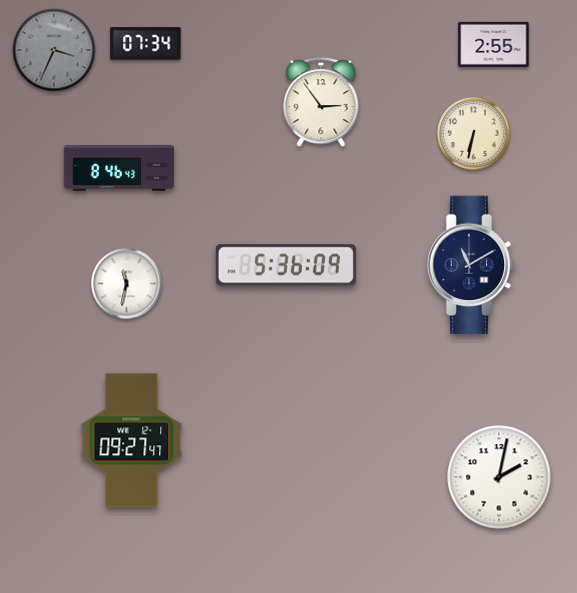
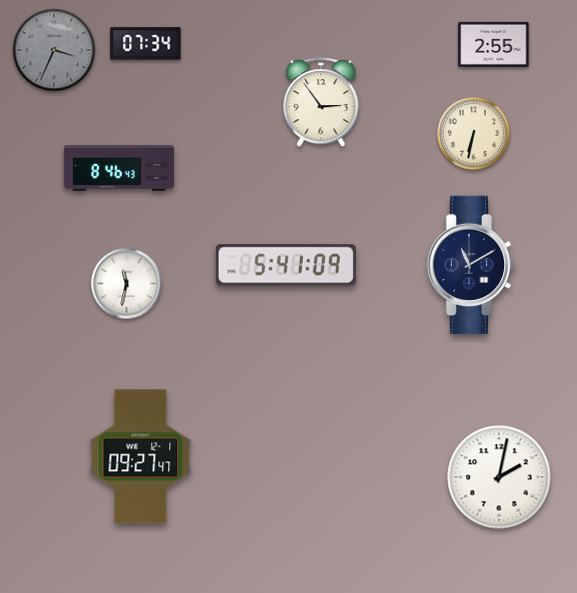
clock at (286, 265): 5:36 -> 5:41
clock at (132, 441) position: (132, 441) -> (141, 457)
